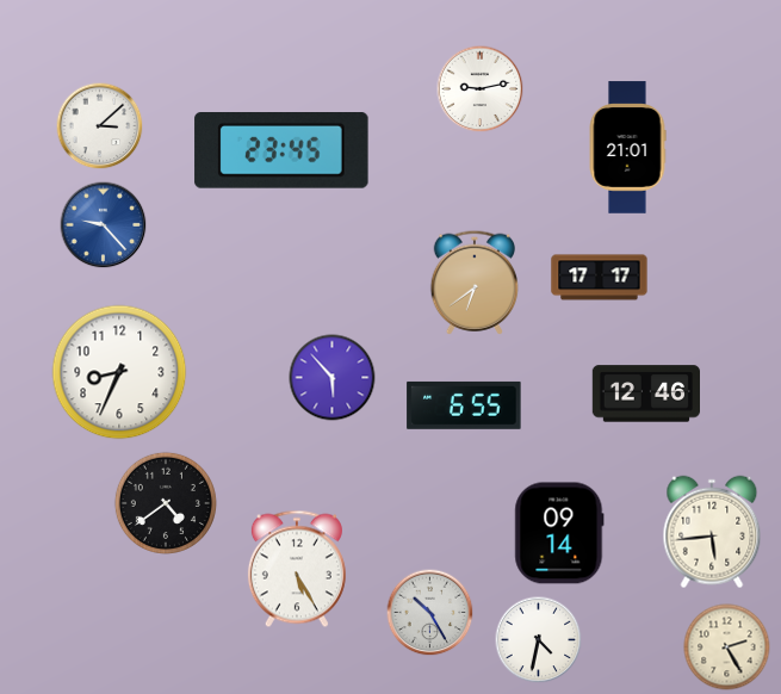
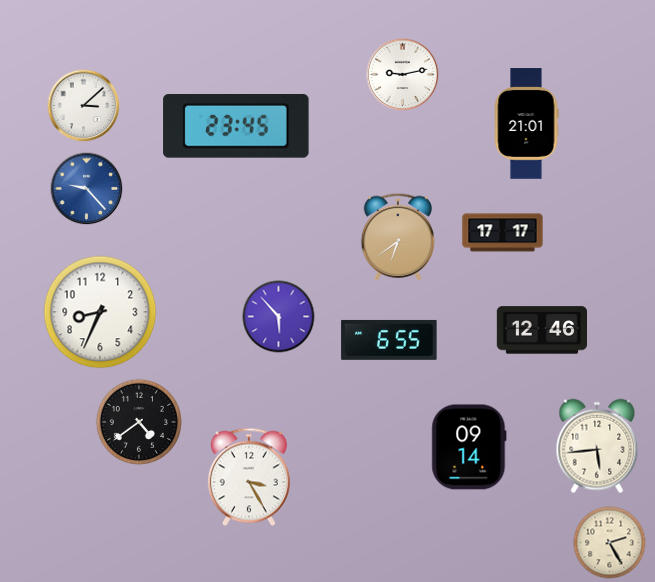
clock at (297, 569): 5:25 -> 3:25
clock at (430, 613): 10:25 -> none
clock at (539, 640): 4:32 -> none
